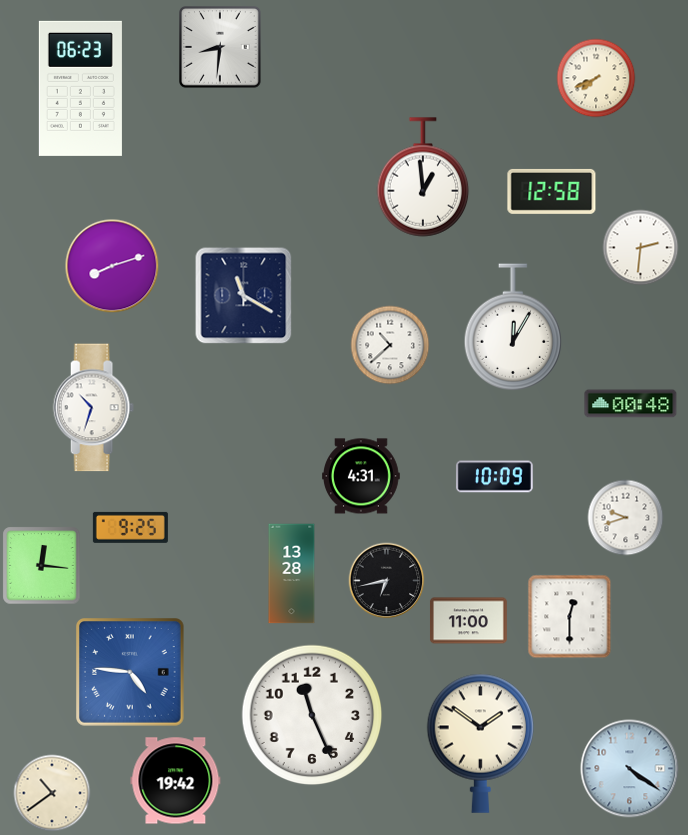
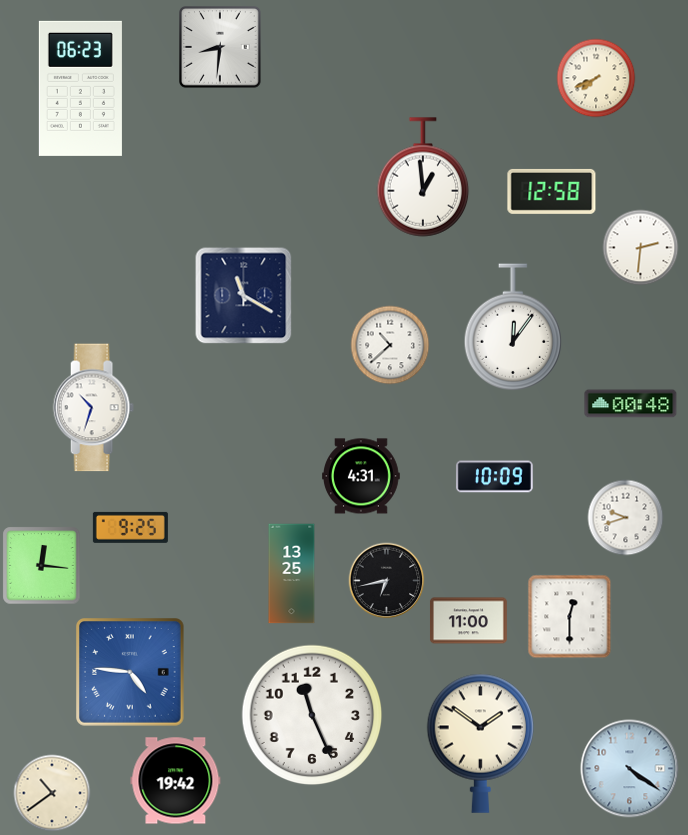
clock at (112, 266): 8:12 -> none
clock at (513, 328): 12:05 -> 12:06
clock at (292, 574): 13:28 -> 13:25
